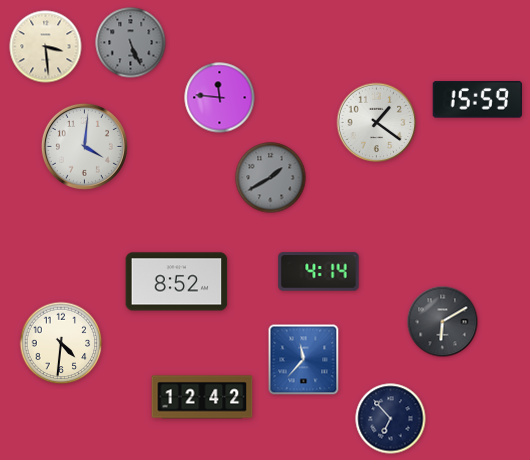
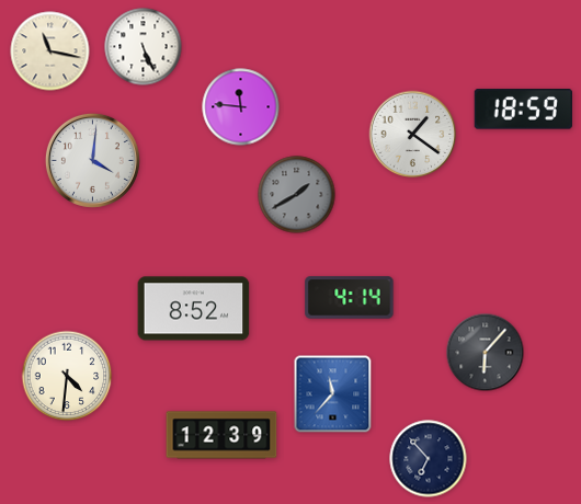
clock at (131, 43) dial: grey -> white
clock at (46, 47): 3:29 -> 11:17
clock at (477, 100): 15:59 -> 18:59
clock at (443, 322): 6:10 -> 6:07
clock at (202, 397): 12:42 -> 12:39
